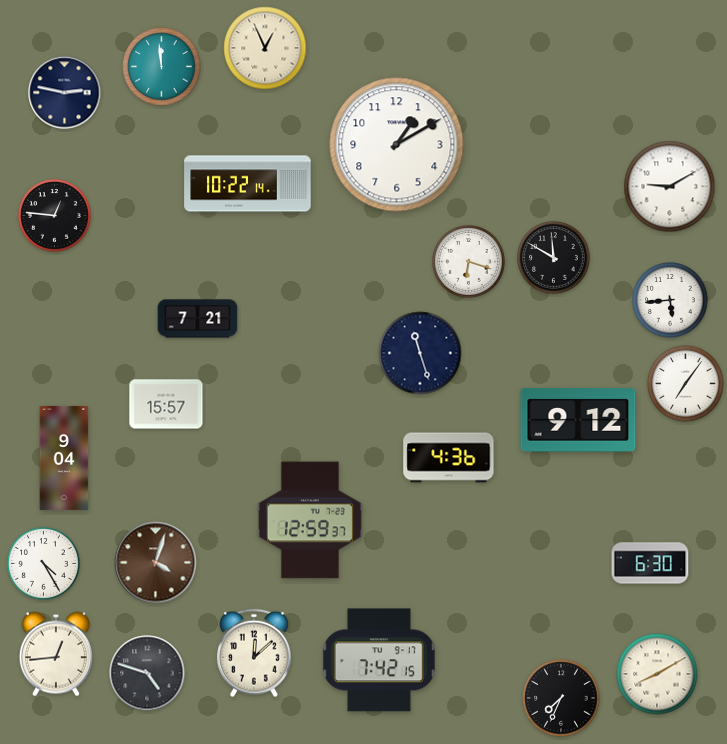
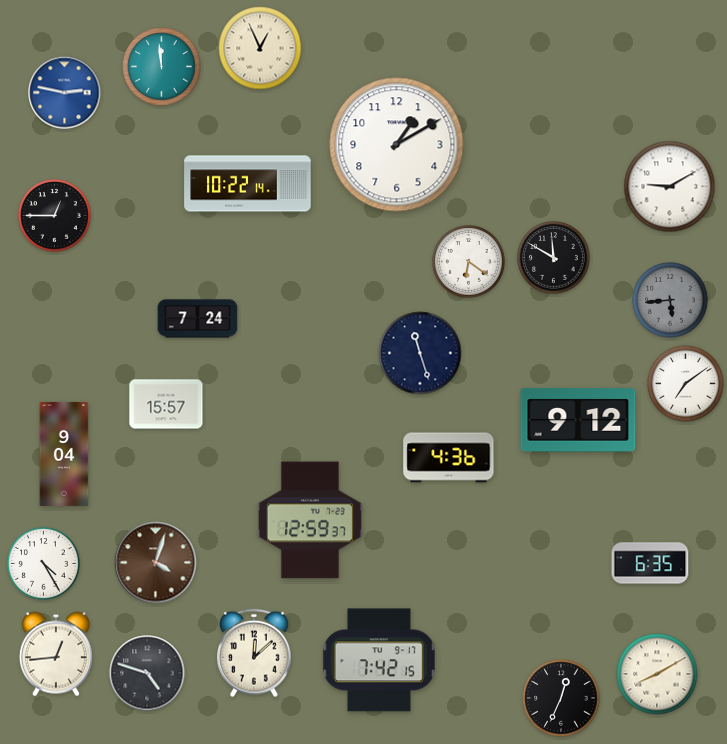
clock at (265, 48) position: (265, 48) -> (260, 48)
clock at (65, 93) dial: navy -> blue
clock at (55, 216): 12:46 -> 12:45
clock at (469, 262): 6:18 -> 6:21
clock at (670, 300) dial: white -> grey
clock at (198, 319): 7:21 -> 7:24
clock at (686, 384): 7:06 -> 7:09
clock at (64, 458) position: (64, 458) -> (64, 454)
clock at (650, 563): 6:30 -> 6:35
clock at (561, 698): 7:34 -> 12:34
